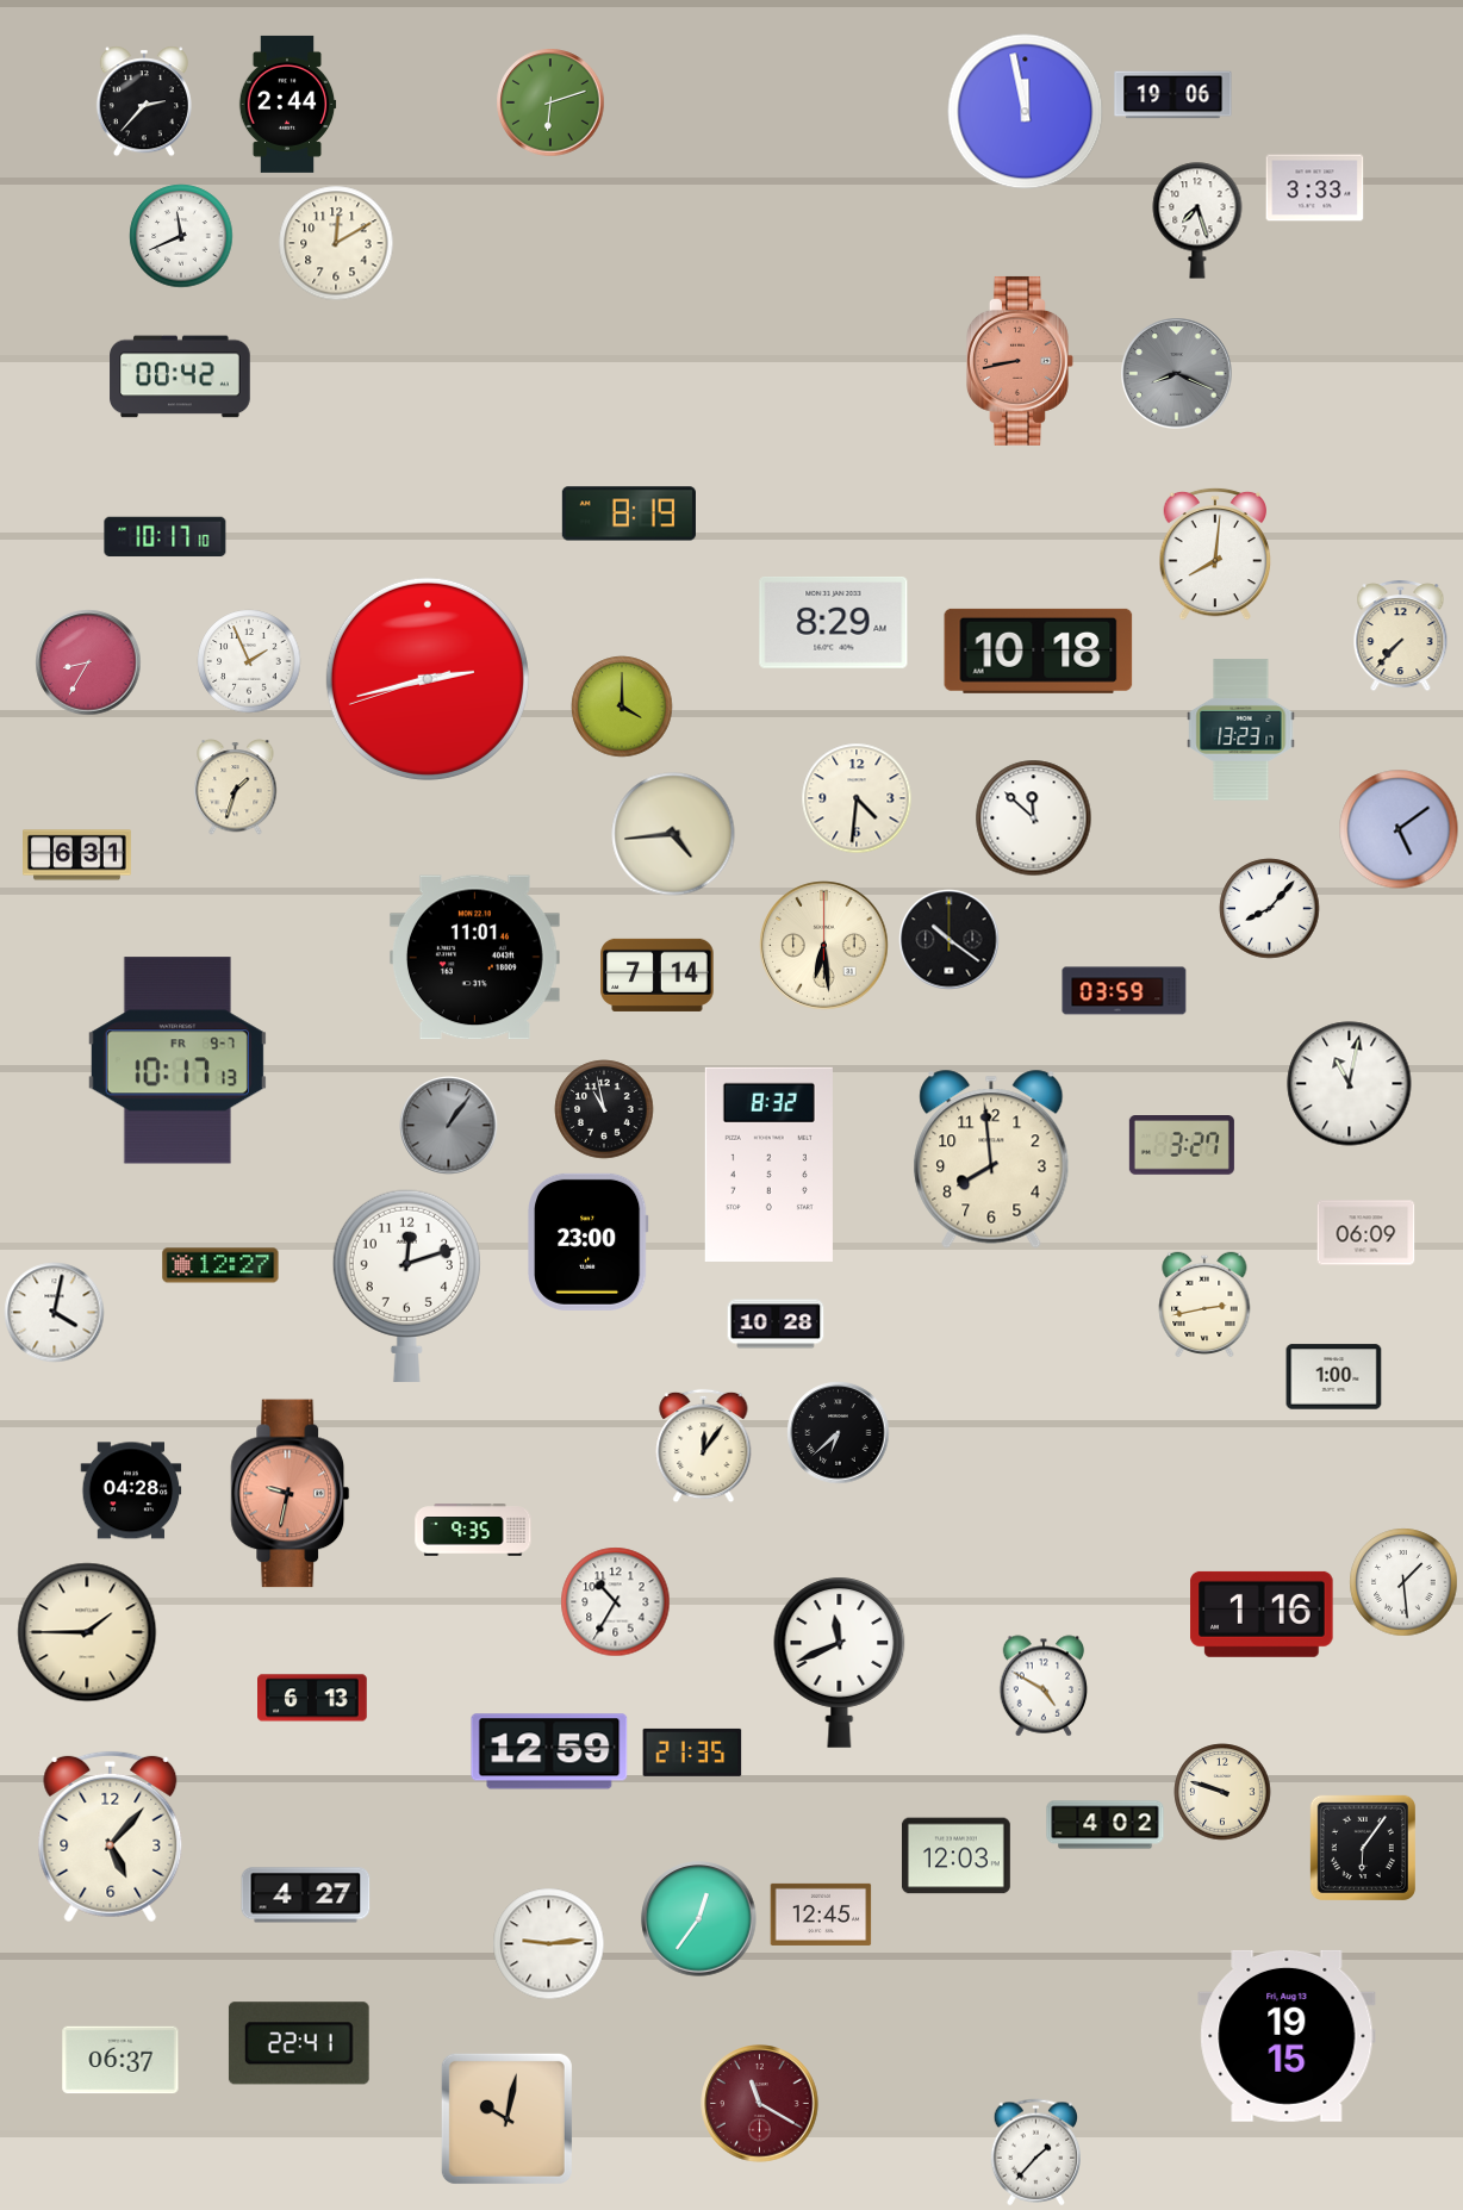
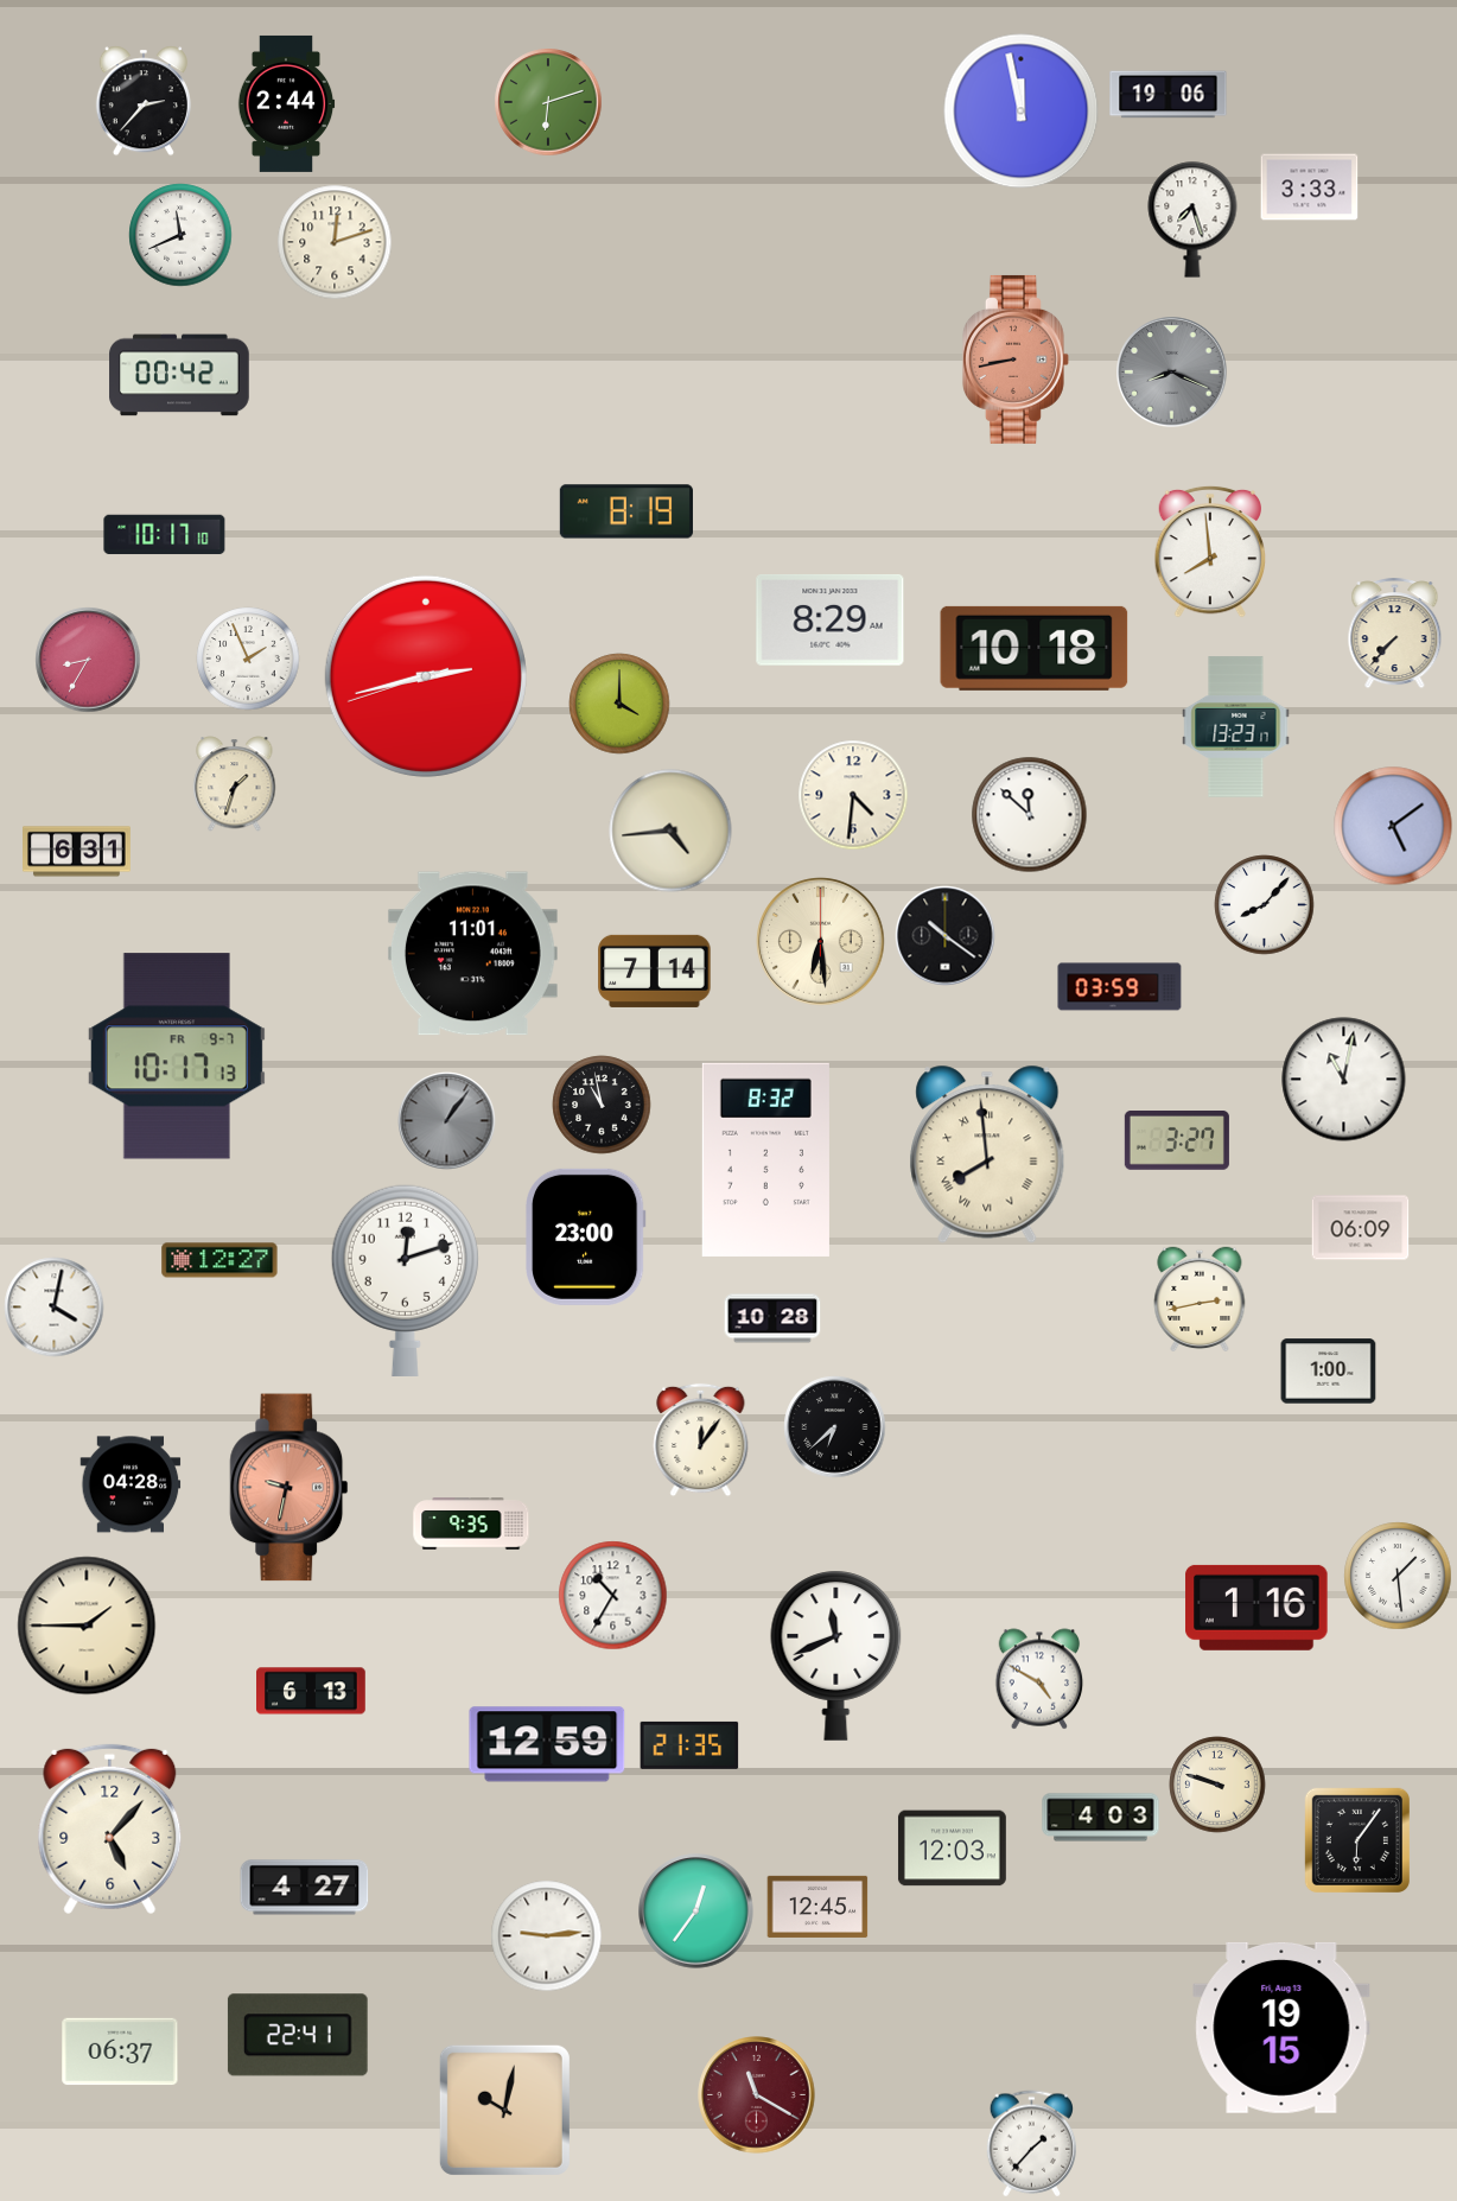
clock at (336, 243): 12:10 -> 12:12
clock at (1215, 554): 8:01 -> 7:59
clock at (991, 1159) numerals: Arabic -> Roman
clock at (1106, 1825): 4:02 -> 4:03
